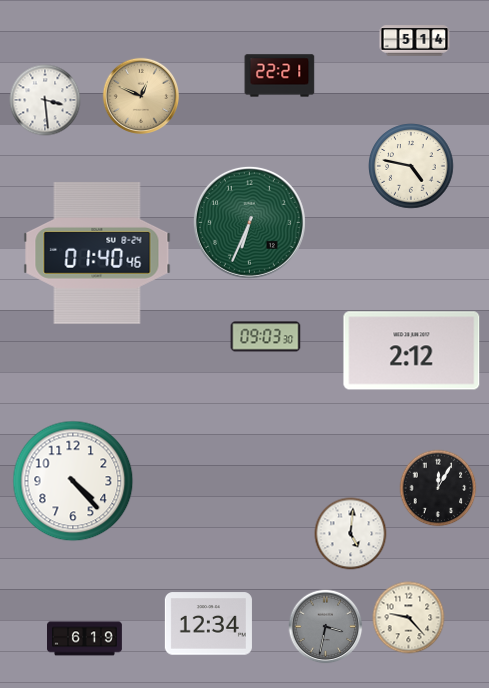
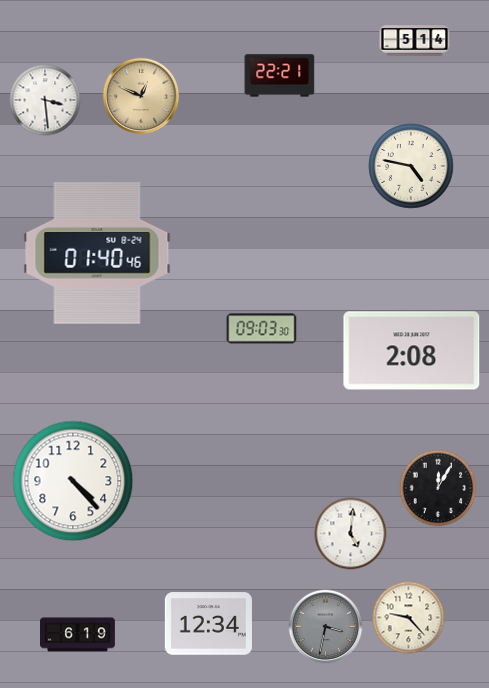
clock at (249, 222): 6:34 -> none
clock at (266, 337) position: (266, 337) -> (262, 329)
clock at (412, 351): 2:12 -> 2:08
clock at (85, 639) position: (85, 639) -> (78, 635)
